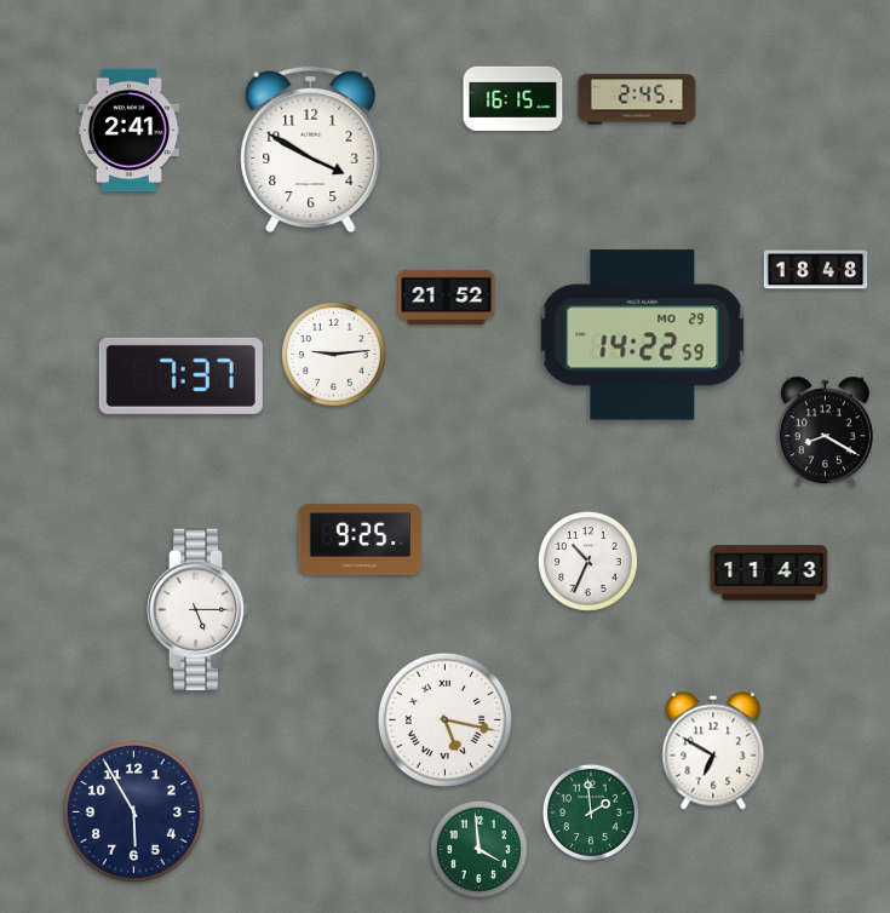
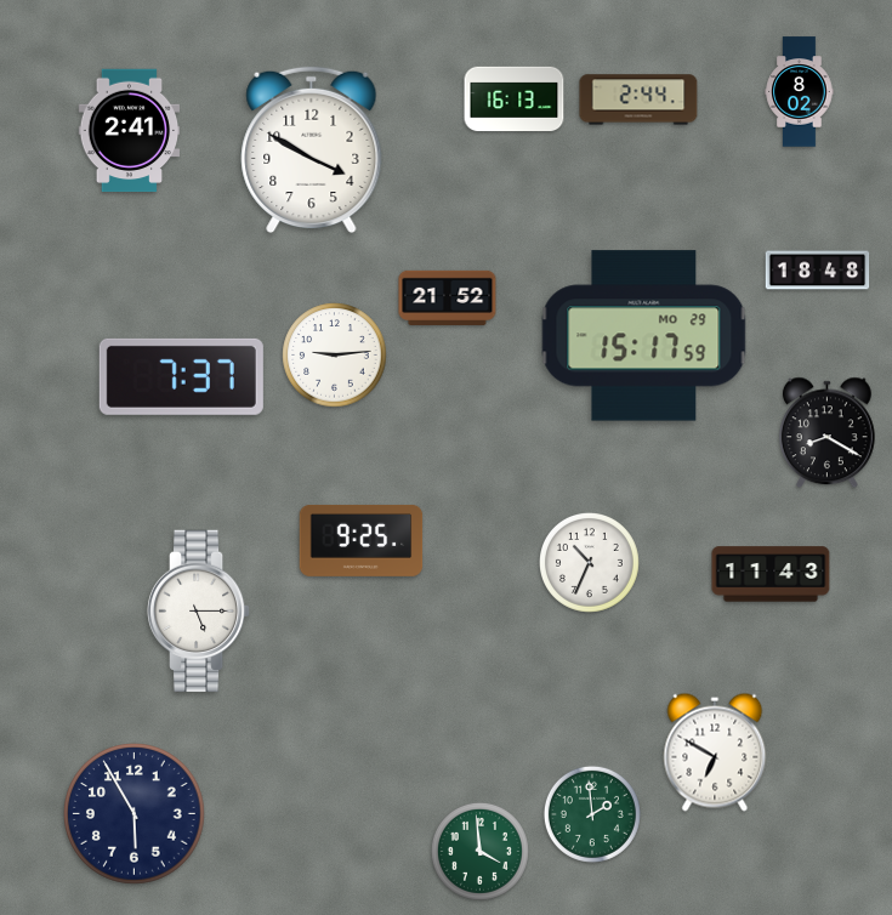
clock at (800, 92): none -> 8:02
clock at (513, 99): 16:15 -> 16:13
clock at (637, 99): 2:45 -> 2:44
clock at (643, 335): 14:22 -> 15:17
clock at (444, 719): 5:17 -> none
